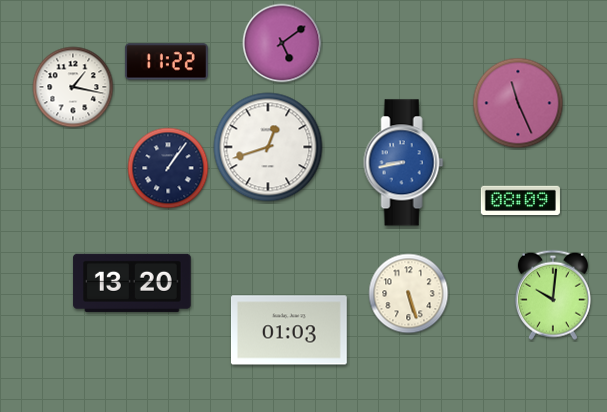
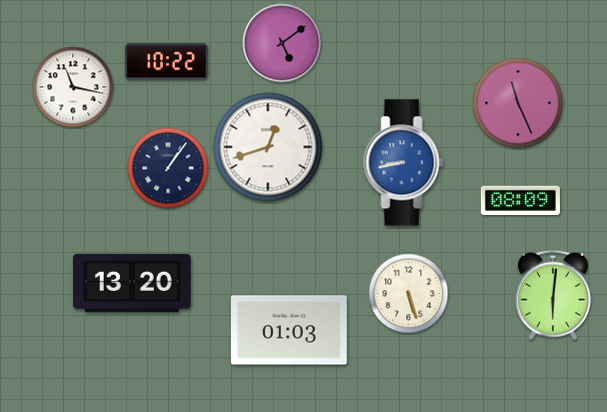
clock at (166, 62): 11:22 -> 10:22
clock at (73, 87): 1:17 -> 11:17
clock at (553, 295): 10:01 -> 6:01
